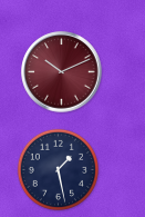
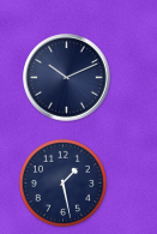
clock at (62, 72) dial: burgundy -> navy
